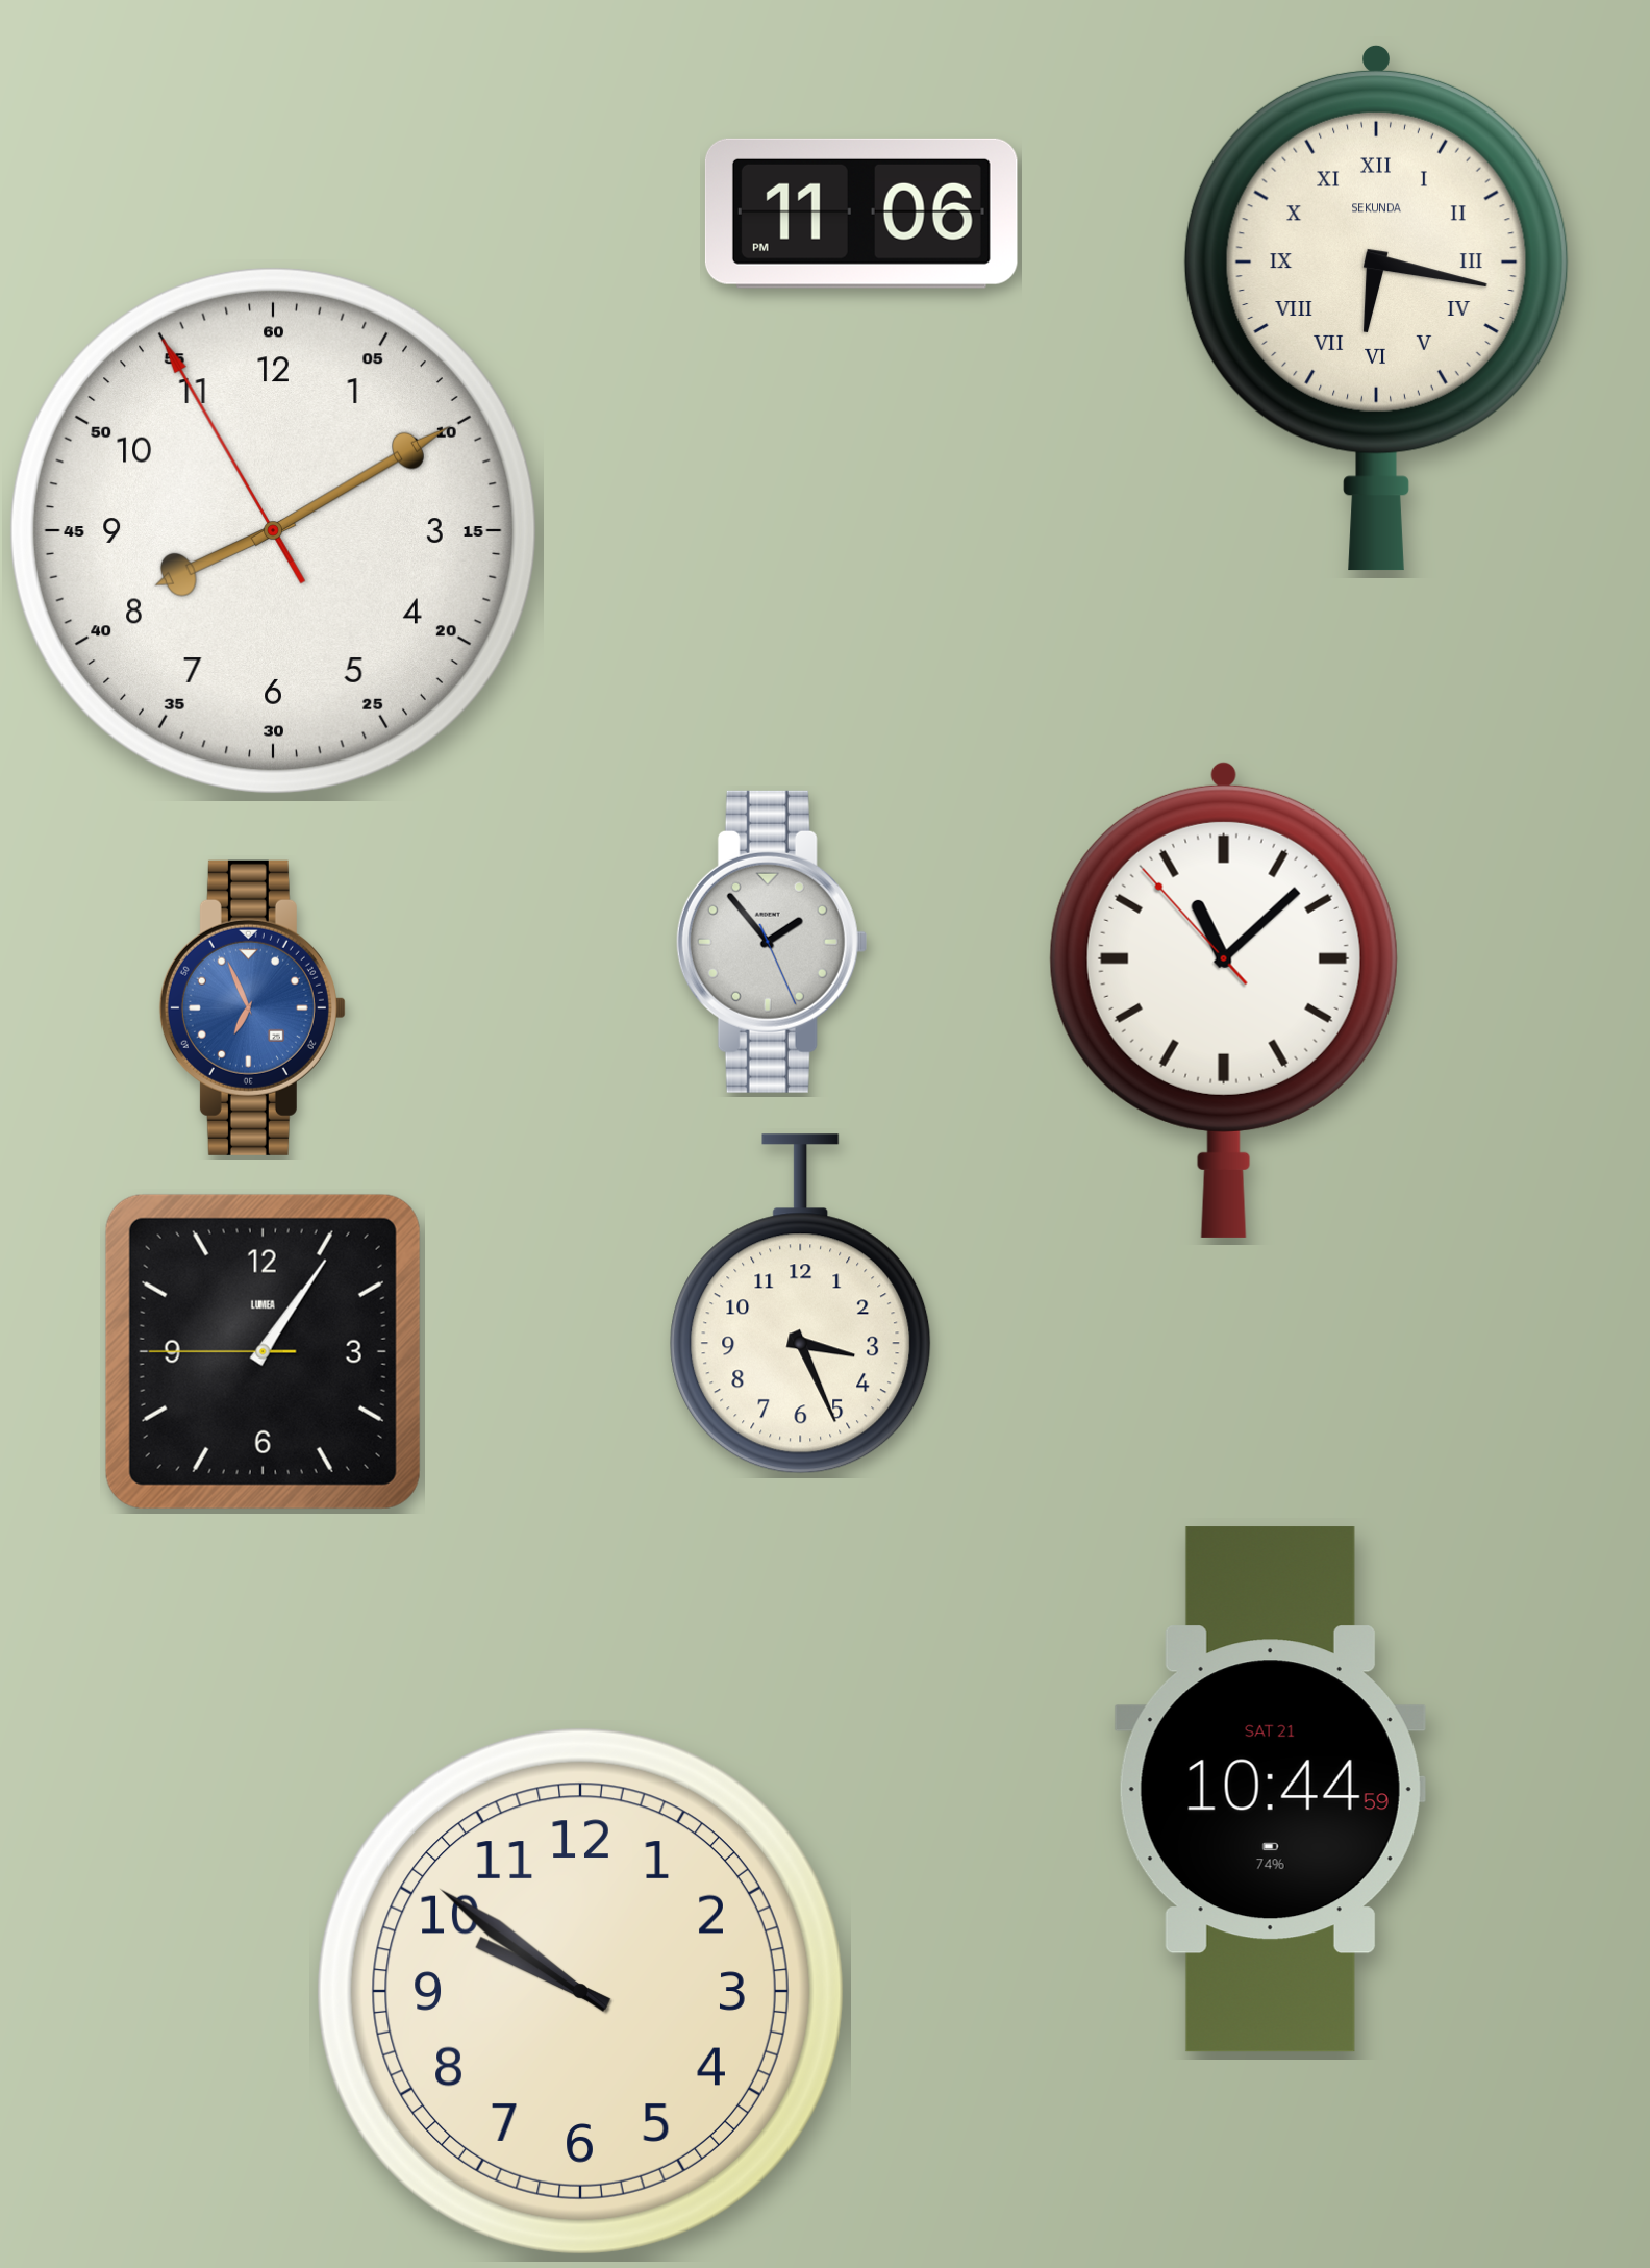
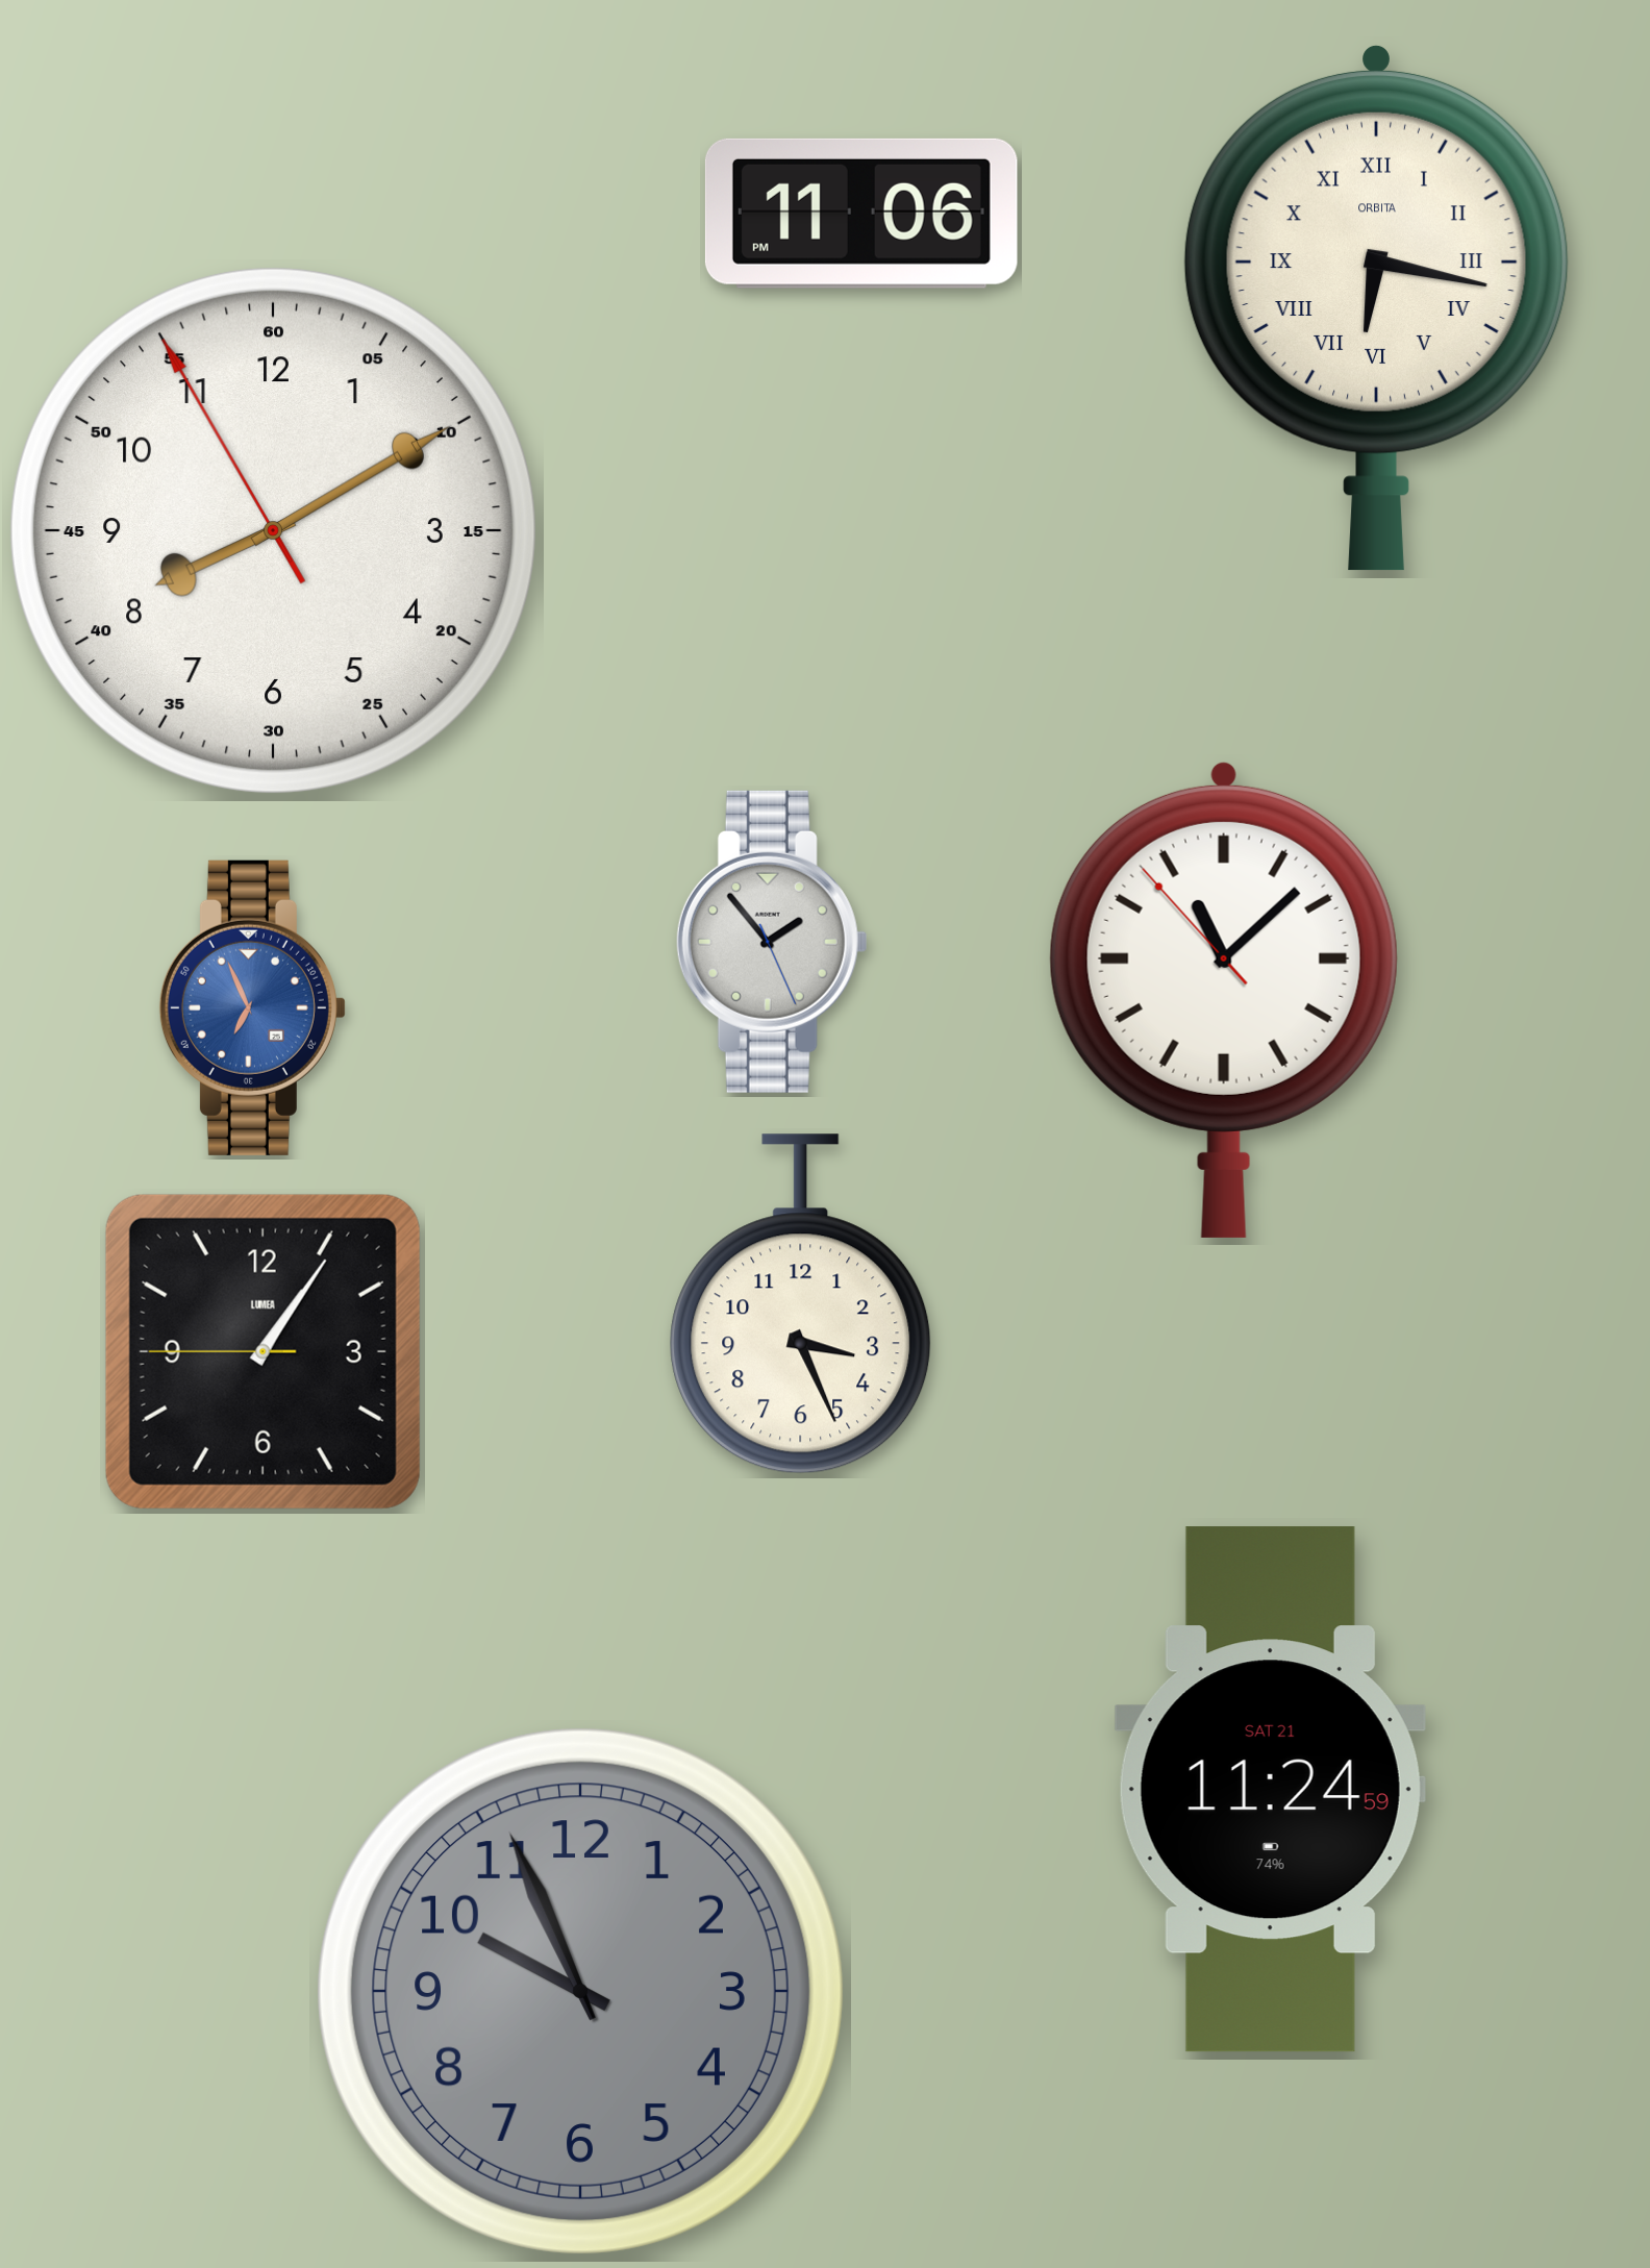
clock at (1376, 307) brand: SEKUNDA -> ORBITA
clock at (1270, 1790): 10:44 -> 11:24
clock at (580, 1991): 9:51 -> 9:56
clock at (580, 1991) dial: cream -> grey
